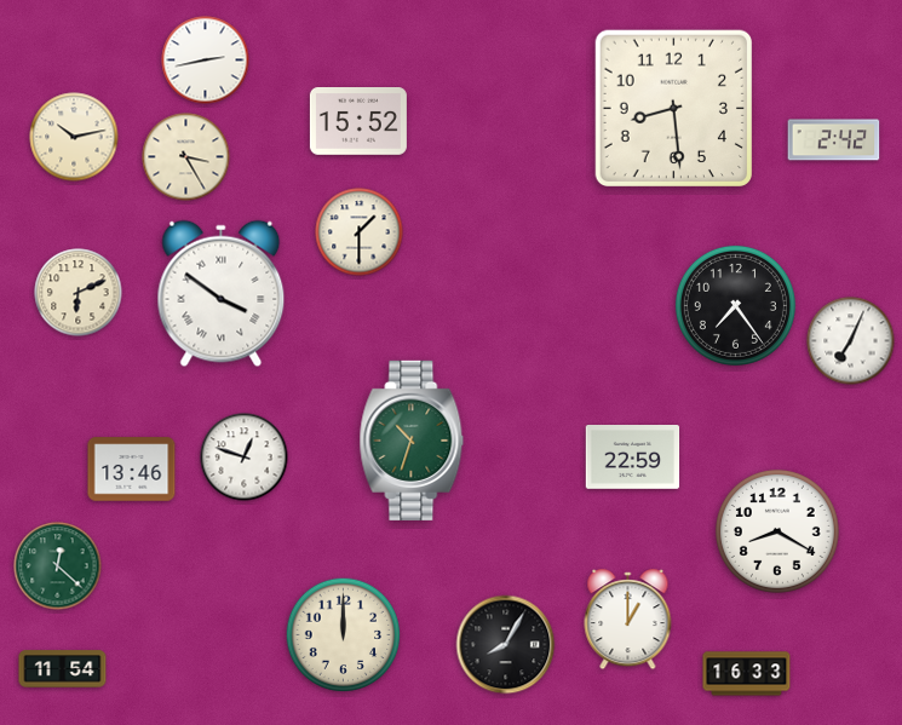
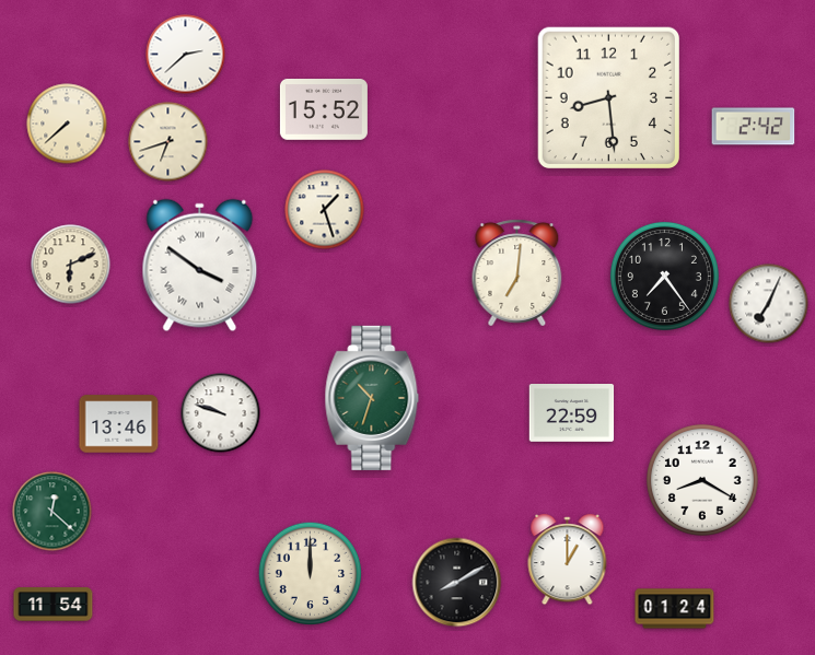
clock at (206, 61): 2:43 -> 2:38
clock at (74, 137): 10:13 -> 7:38
clock at (186, 157): 3:25 -> 6:42
clock at (360, 232): 1:30 -> 1:27
clock at (517, 273): none -> 7:01
clock at (851, 341) position: (851, 341) -> (769, 304)
clock at (245, 458): 12:48 -> 9:48
clock at (506, 645): 8:05 -> 8:10
clock at (63, 669) position: (63, 669) -> (54, 605)
clock at (747, 674): 16:33 -> 01:24
